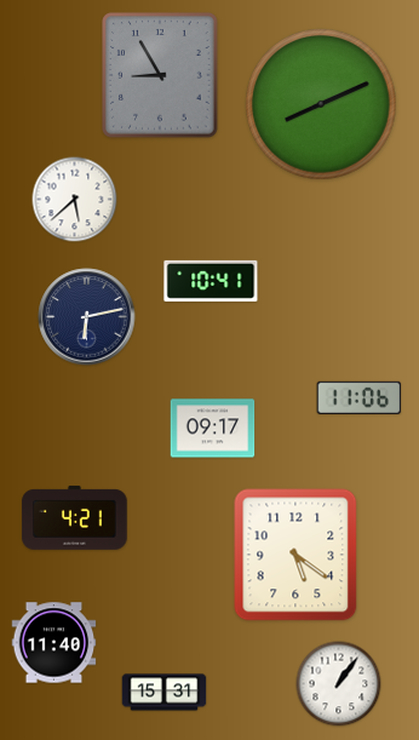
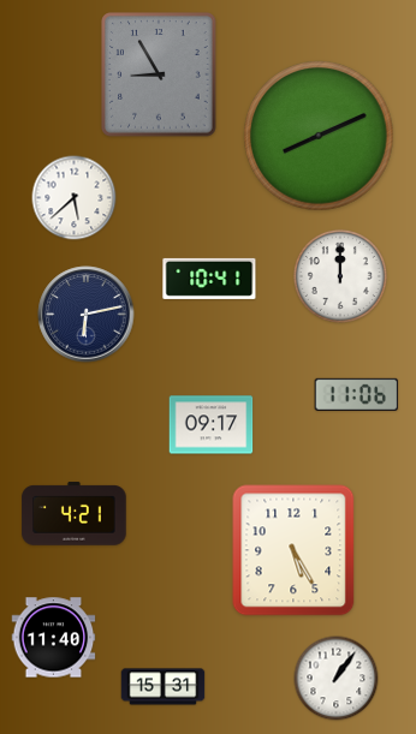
clock at (321, 104) position: (321, 104) -> (319, 136)
clock at (340, 276): none -> 12:00
clock at (295, 555): 5:21 -> 5:25
